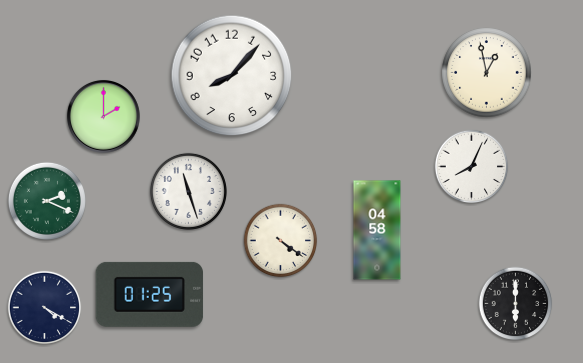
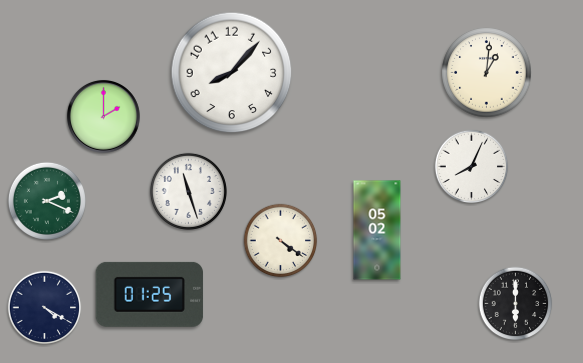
clock at (487, 73): 12:58 -> 1:01
clock at (232, 76) position: (232, 76) -> (232, 73)
clock at (377, 230): 04:58 -> 05:02
